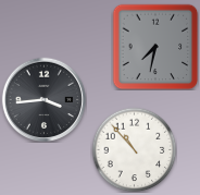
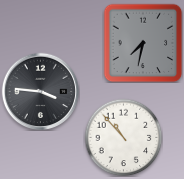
clock at (43, 99): 3:44 -> 3:46
